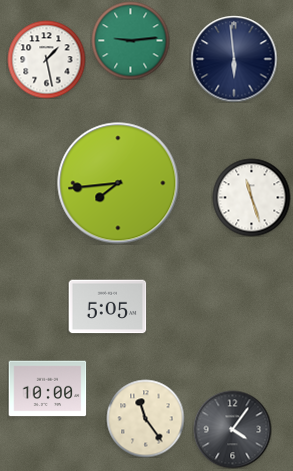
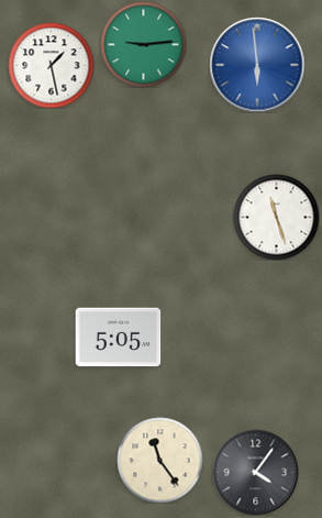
clock at (234, 59) dial: navy -> blue
clock at (118, 183): 7:44 -> none
clock at (47, 389): 10:00 -> none
